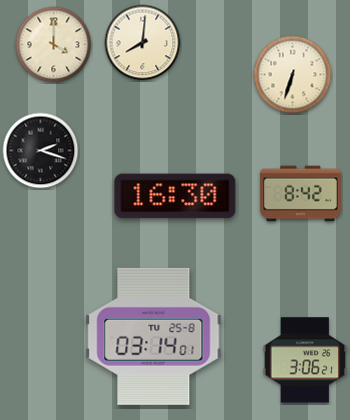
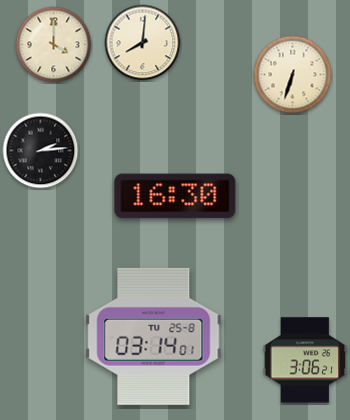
clock at (41, 151): 2:18 -> 2:14
clock at (301, 194): 8:42 -> none
